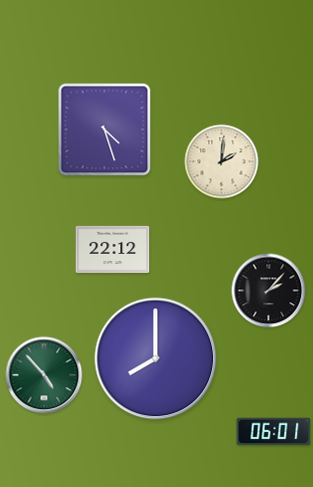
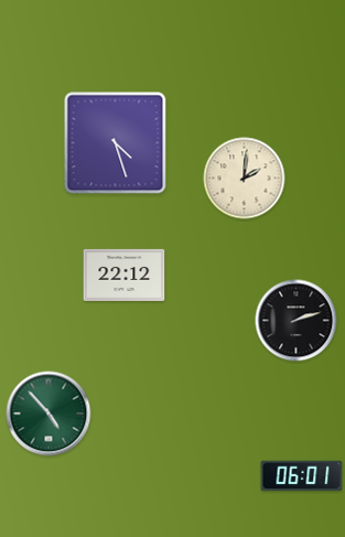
clock at (269, 291): 2:07 -> 2:12
clock at (156, 359): 8:00 -> none
